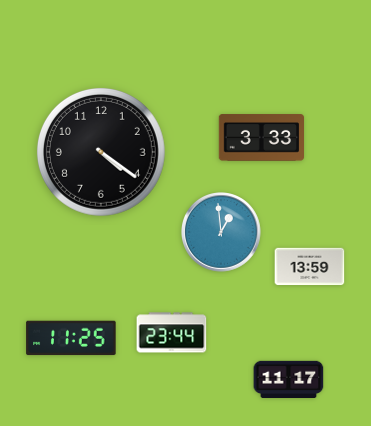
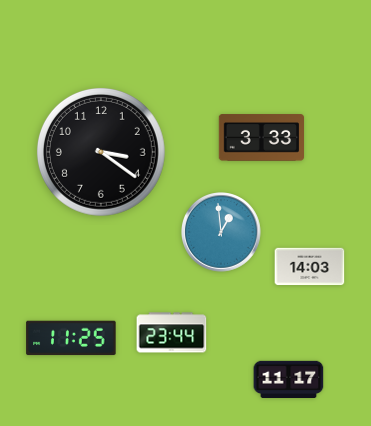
clock at (101, 152): 4:21 -> 3:21
clock at (310, 267): 13:59 -> 14:03
